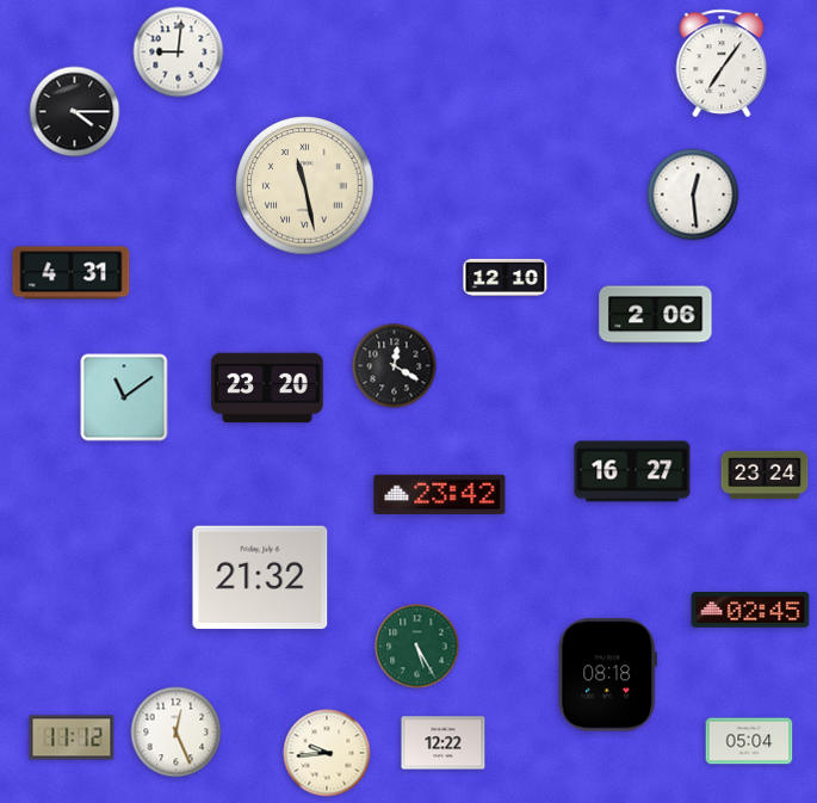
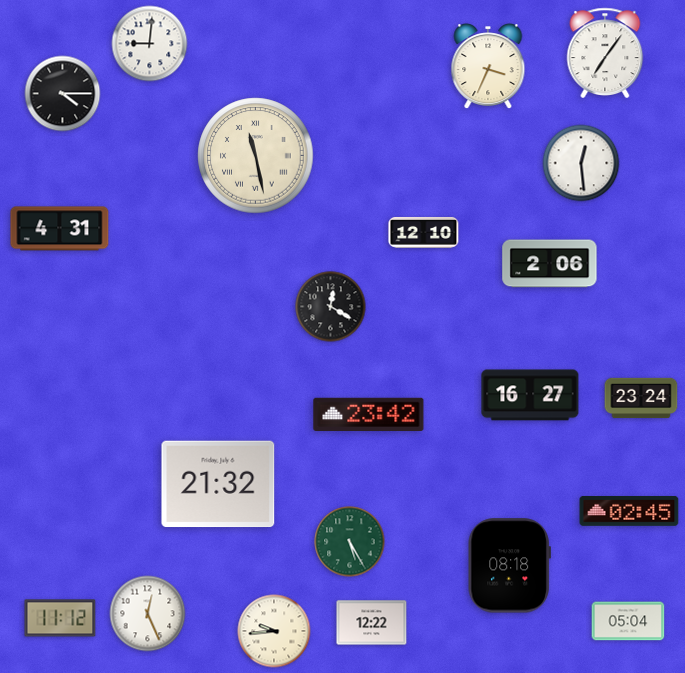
clock at (488, 67): none -> 3:34
clock at (267, 388): 23:20 -> none
clock at (124, 397): 11:09 -> none
